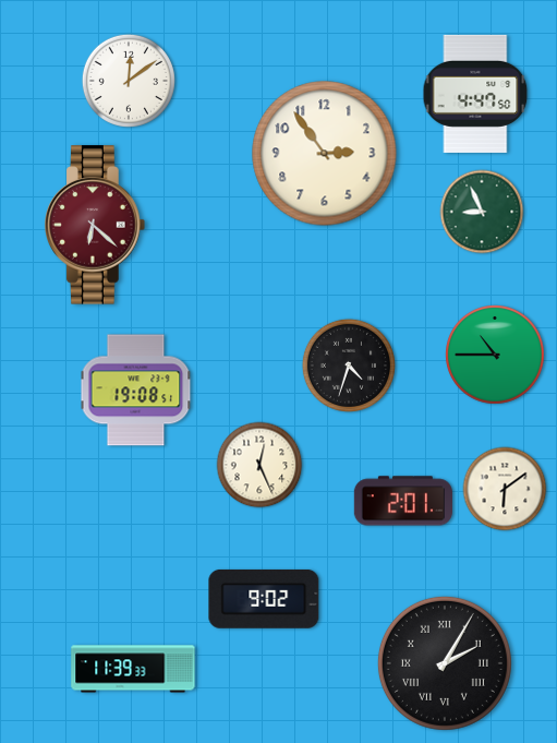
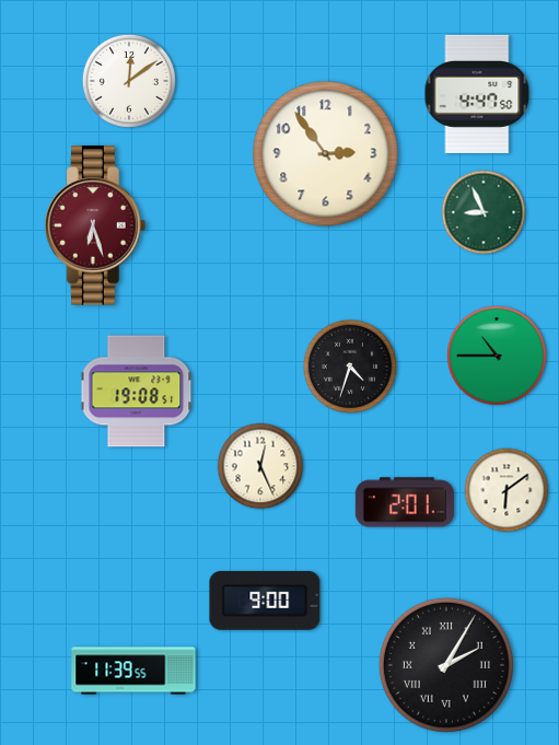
clock at (96, 225): 6:22 -> 6:27
clock at (264, 599): 9:02 -> 9:00
clock at (133, 669): 11:39:33 -> 11:39:55
